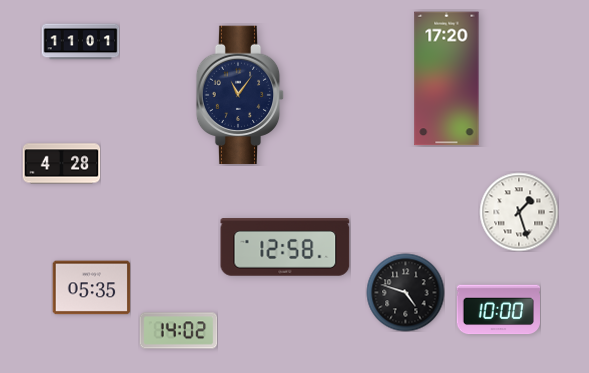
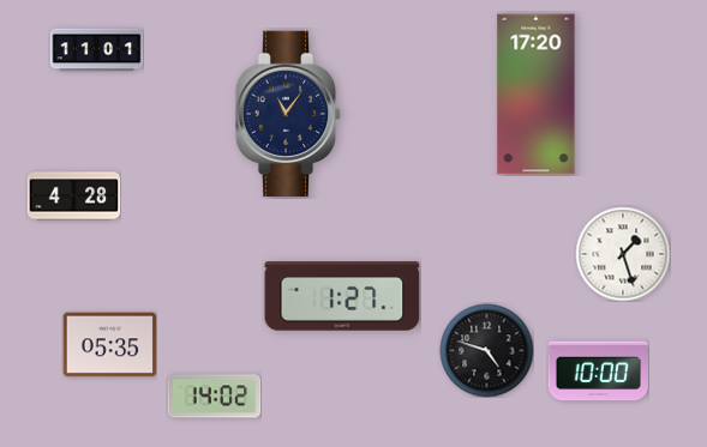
clock at (285, 247): 12:58 -> 1:27
